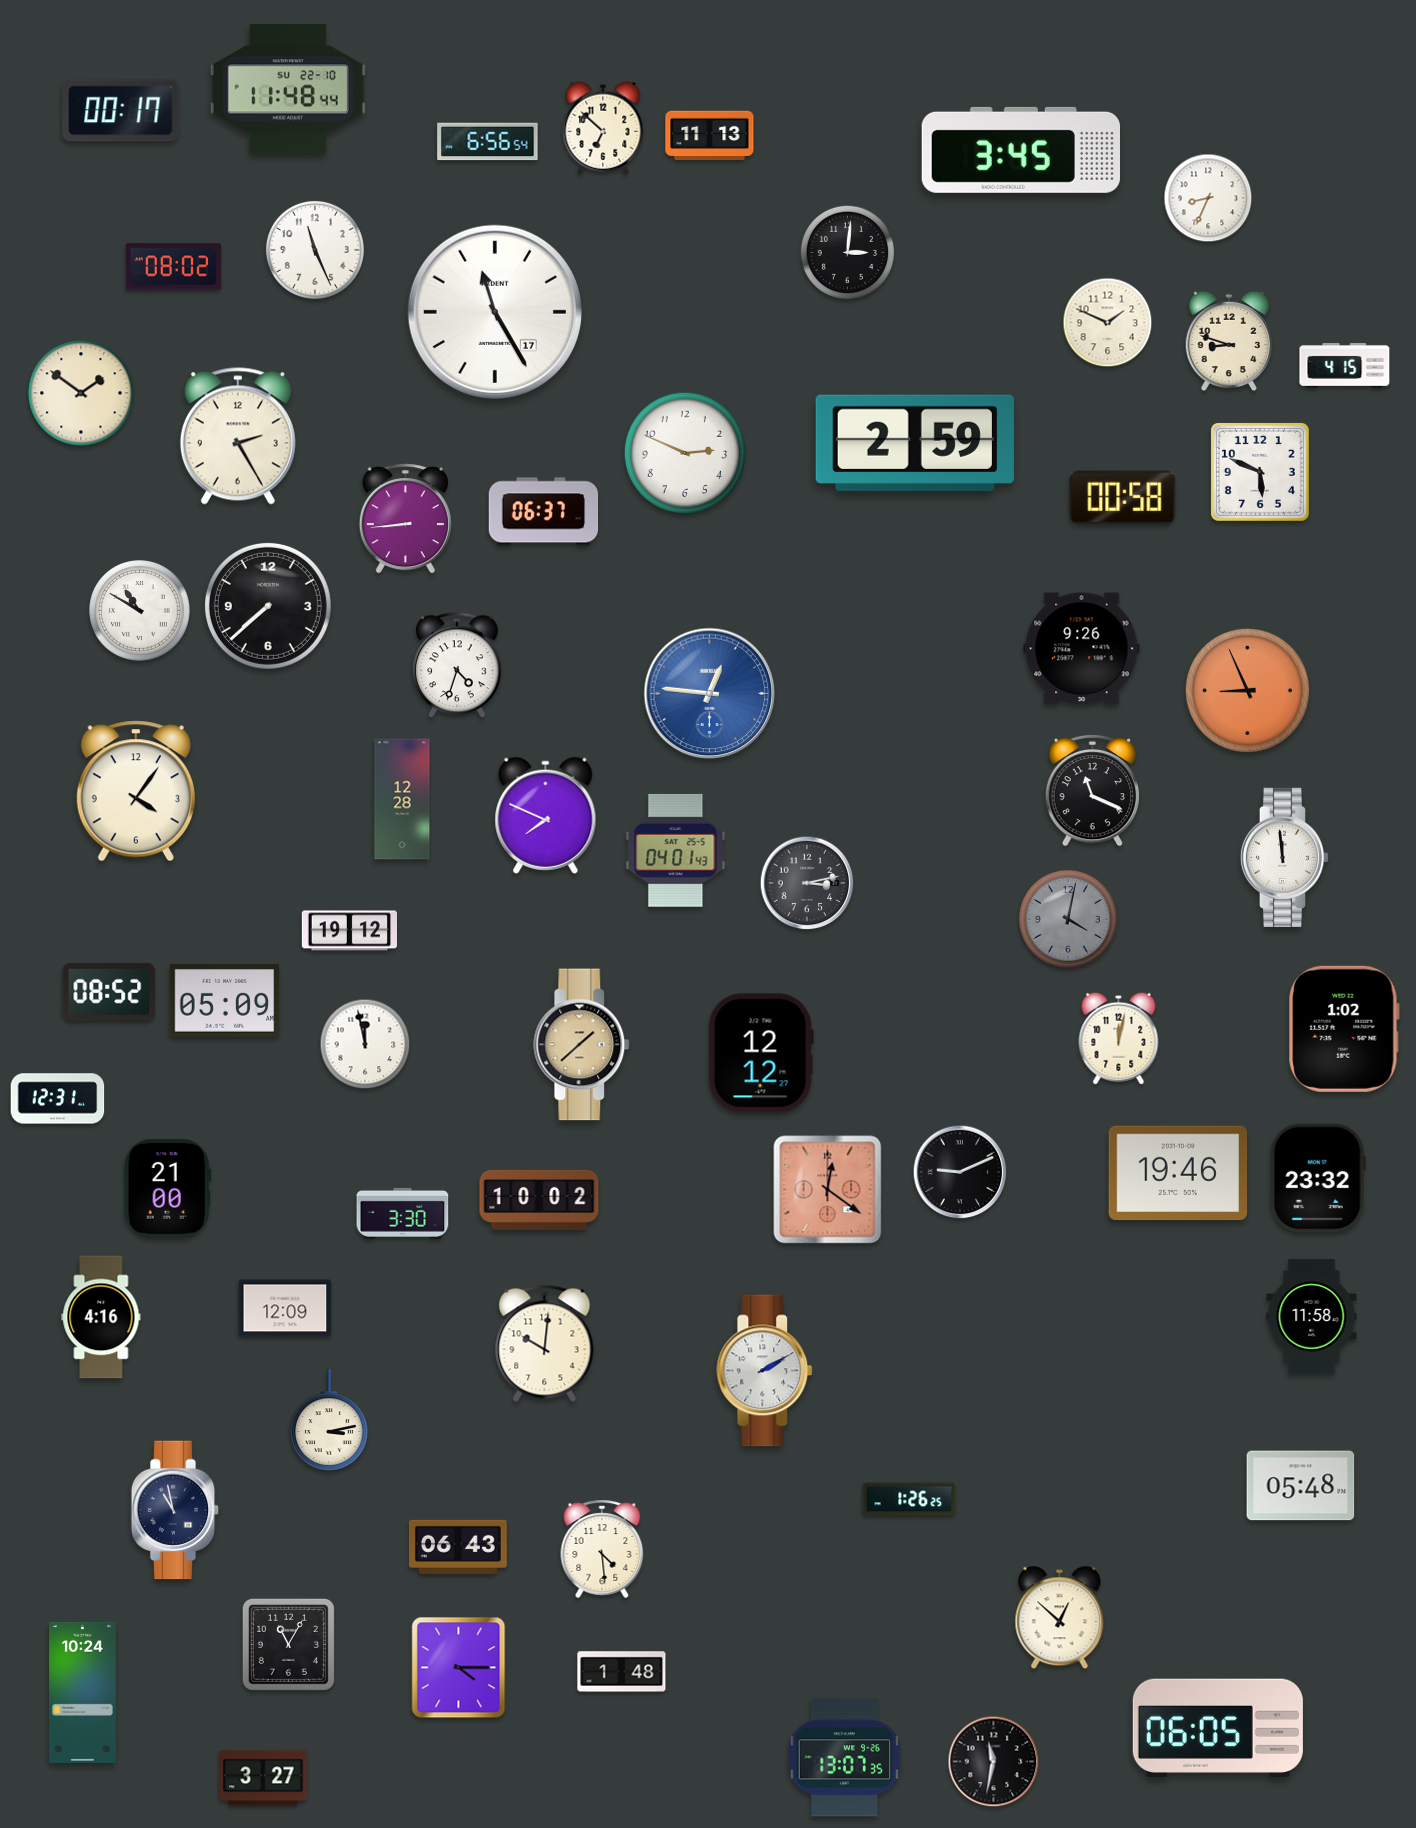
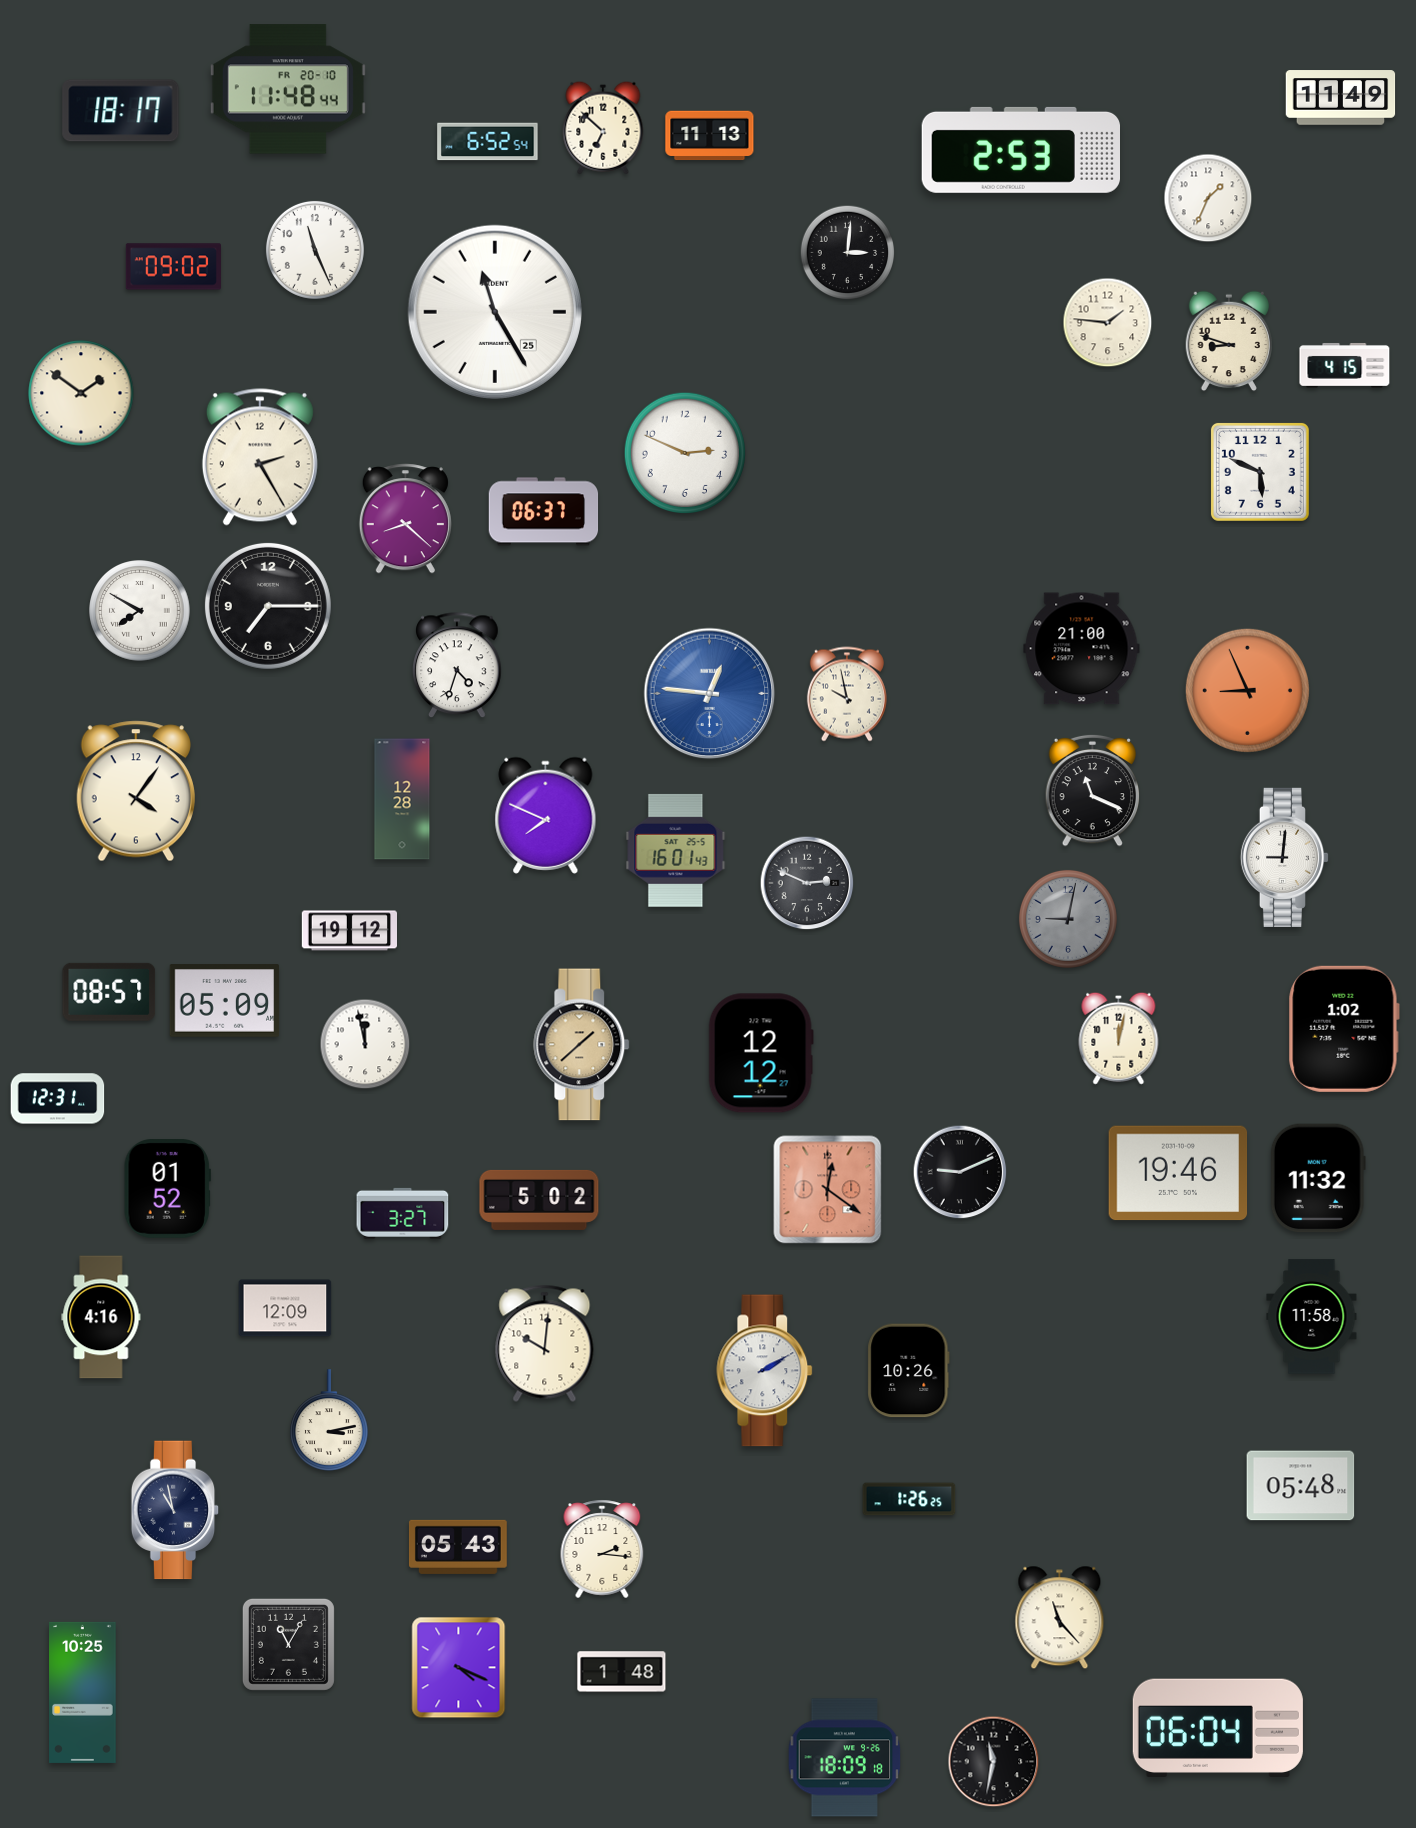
clock at (288, 89) date: SU 22-10 -> FR 20-10
clock at (1341, 98): none -> 11:49
clock at (121, 111): 00:17 -> 18:17
clock at (488, 142): 6:56 -> 6:52
clock at (1020, 150): 3:45 -> 2:53
clock at (1208, 198): 8:34 -> 1:34
clock at (173, 267): 08:02 -> 09:02
clock at (495, 312) date: 17 -> 25
clock at (1108, 323): 1:49 -> 1:46
clock at (238, 436) position: (238, 436) -> (260, 457)
clock at (915, 443): 2:59 -> none
clock at (1123, 497): 00:58 -> none
clock at (405, 519): 8:44 -> 8:22
clock at (268, 606): 7:38 -> 7:15
clock at (140, 611): 10:50 -> 7:50
clock at (1082, 649): 9:26 -> 21:00
clock at (847, 694): none -> 9:58
clock at (676, 850): 04:01 -> 16:01
clock at (1285, 857): 11:59 -> 9:01
clock at (807, 883): 3:13 -> 2:49
clock at (1068, 919): 4:02 -> 9:02
clock at (109, 992): 08:52 -> 08:57
clock at (1318, 1178): 23:32 -> 11:32
clock at (167, 1189): 21:00 -> 01:52
clock at (539, 1200): 10:02 -> 5:02
clock at (403, 1213): 3:30 -> 3:27
clock at (909, 1371): none -> 10:26
clock at (458, 1547): 06:43 -> 05:43
clock at (602, 1549): 4:29 -> 2:16
clock at (1060, 1618): 12:52 -> 11:23
clock at (459, 1668): 4:15 -> 4:19
clock at (83, 1692): 10:24 -> 10:25
clock at (1218, 1727): 06:05 -> 06:04
clock at (845, 1758): 13:07 -> 18:09
clock at (263, 1778): 3:27 -> none
